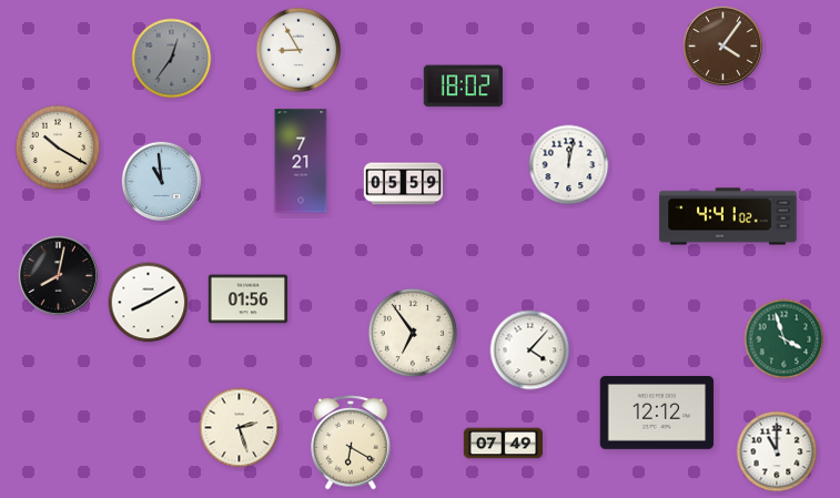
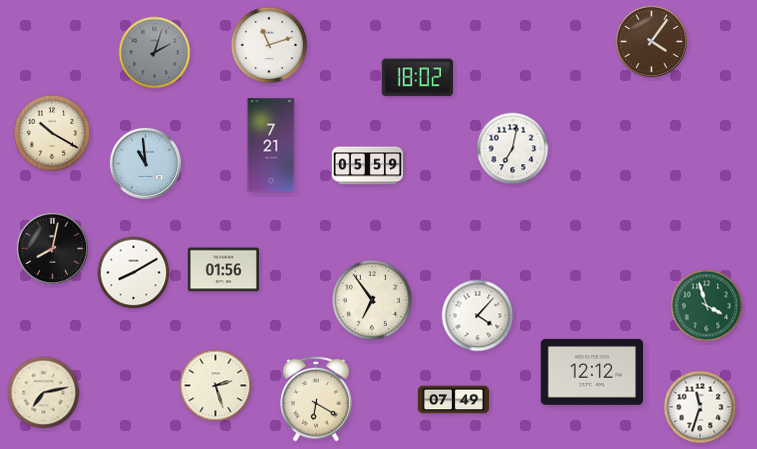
clock at (298, 50): 8:55 -> 11:12
clock at (172, 59): 12:36 -> 2:03
clock at (569, 165): 12:02 -> 7:02
clock at (403, 184) position: (403, 184) -> (367, 166)
clock at (728, 216): 4:41 -> none
clock at (44, 393): none -> 7:13
clock at (777, 451): 11:00 -> 11:33
